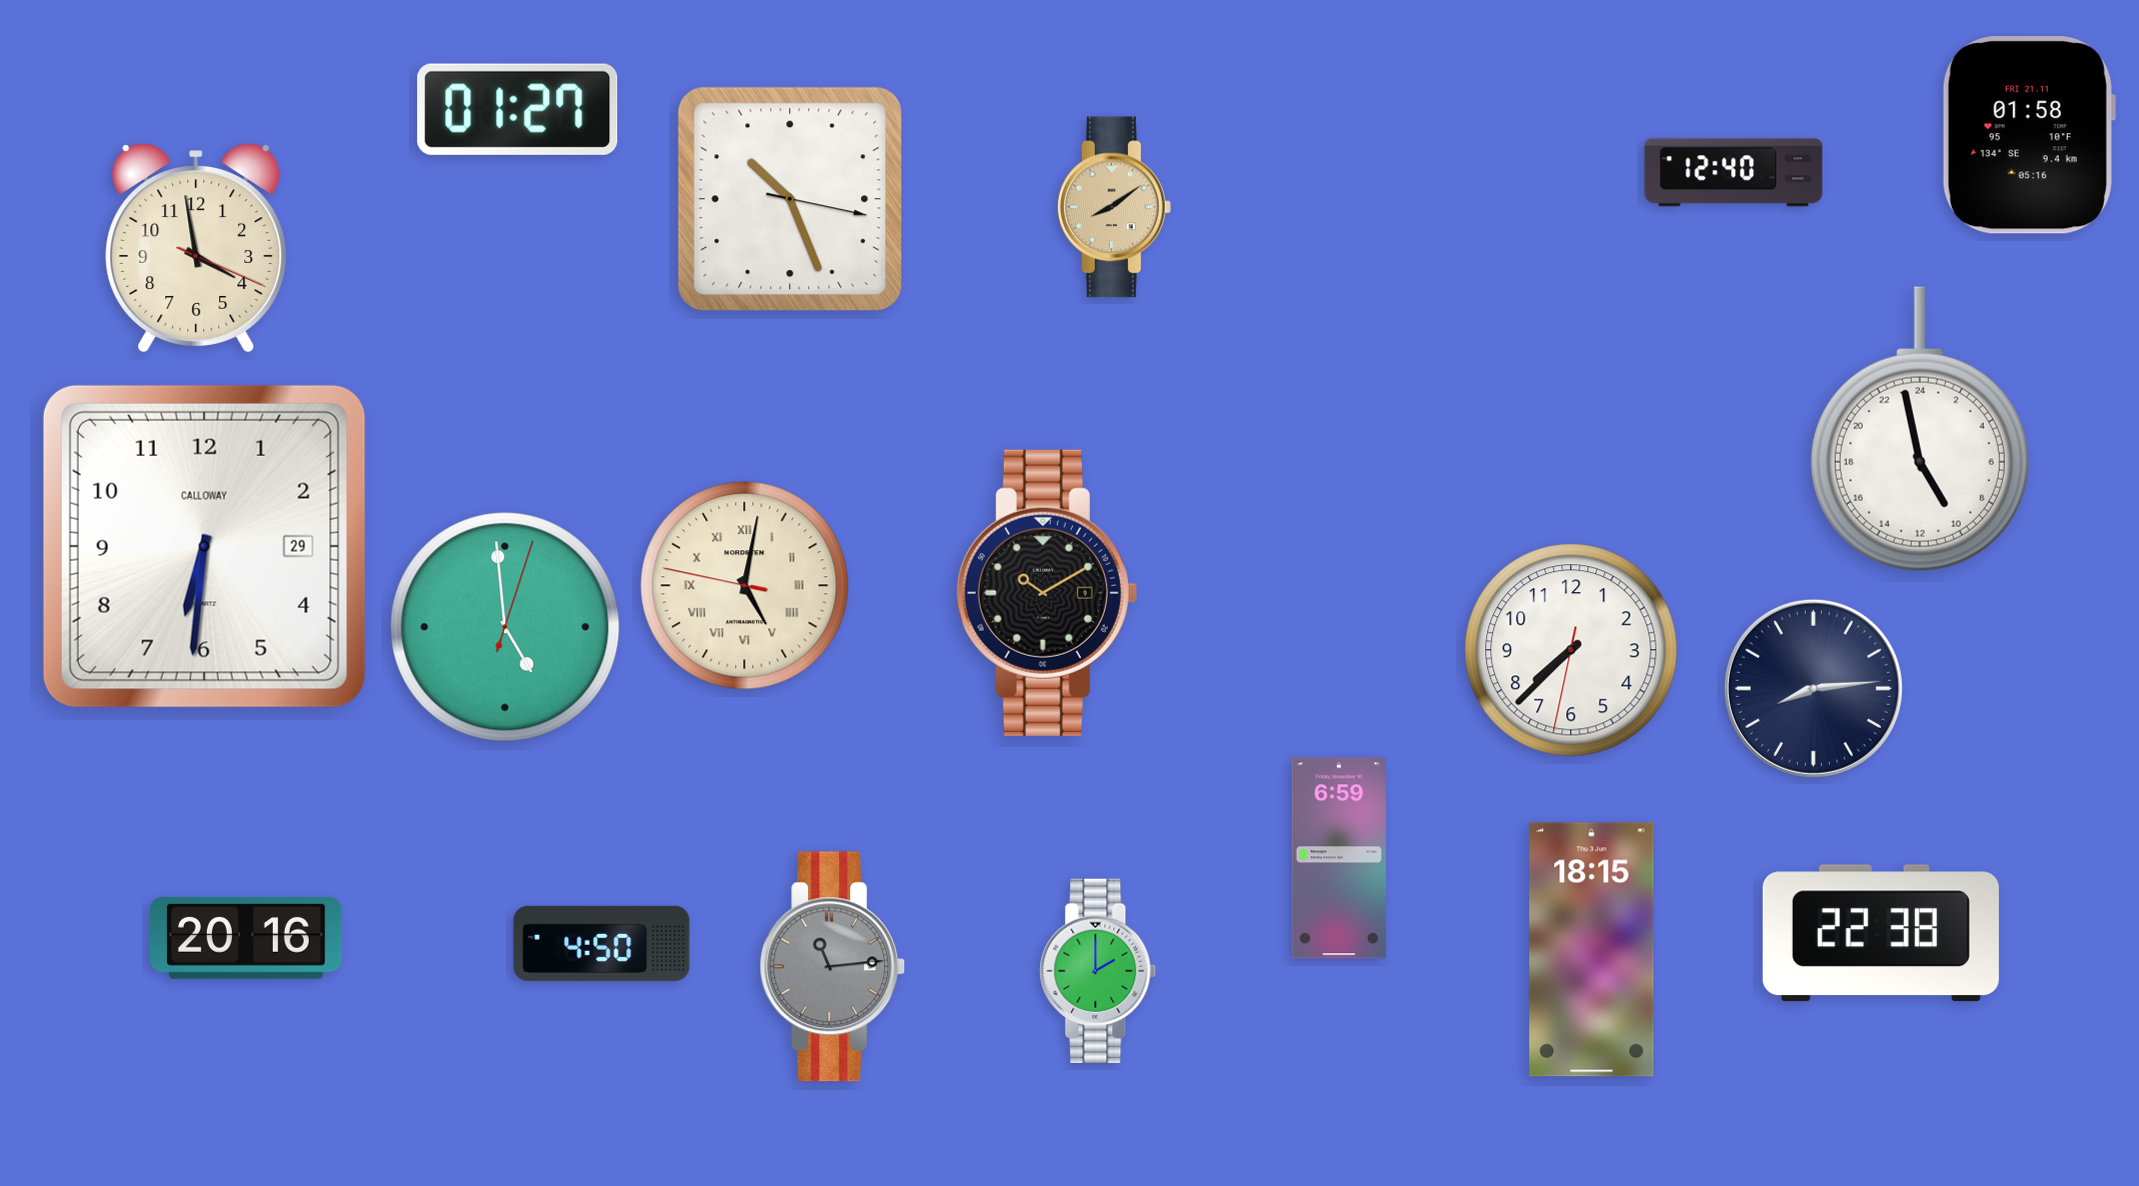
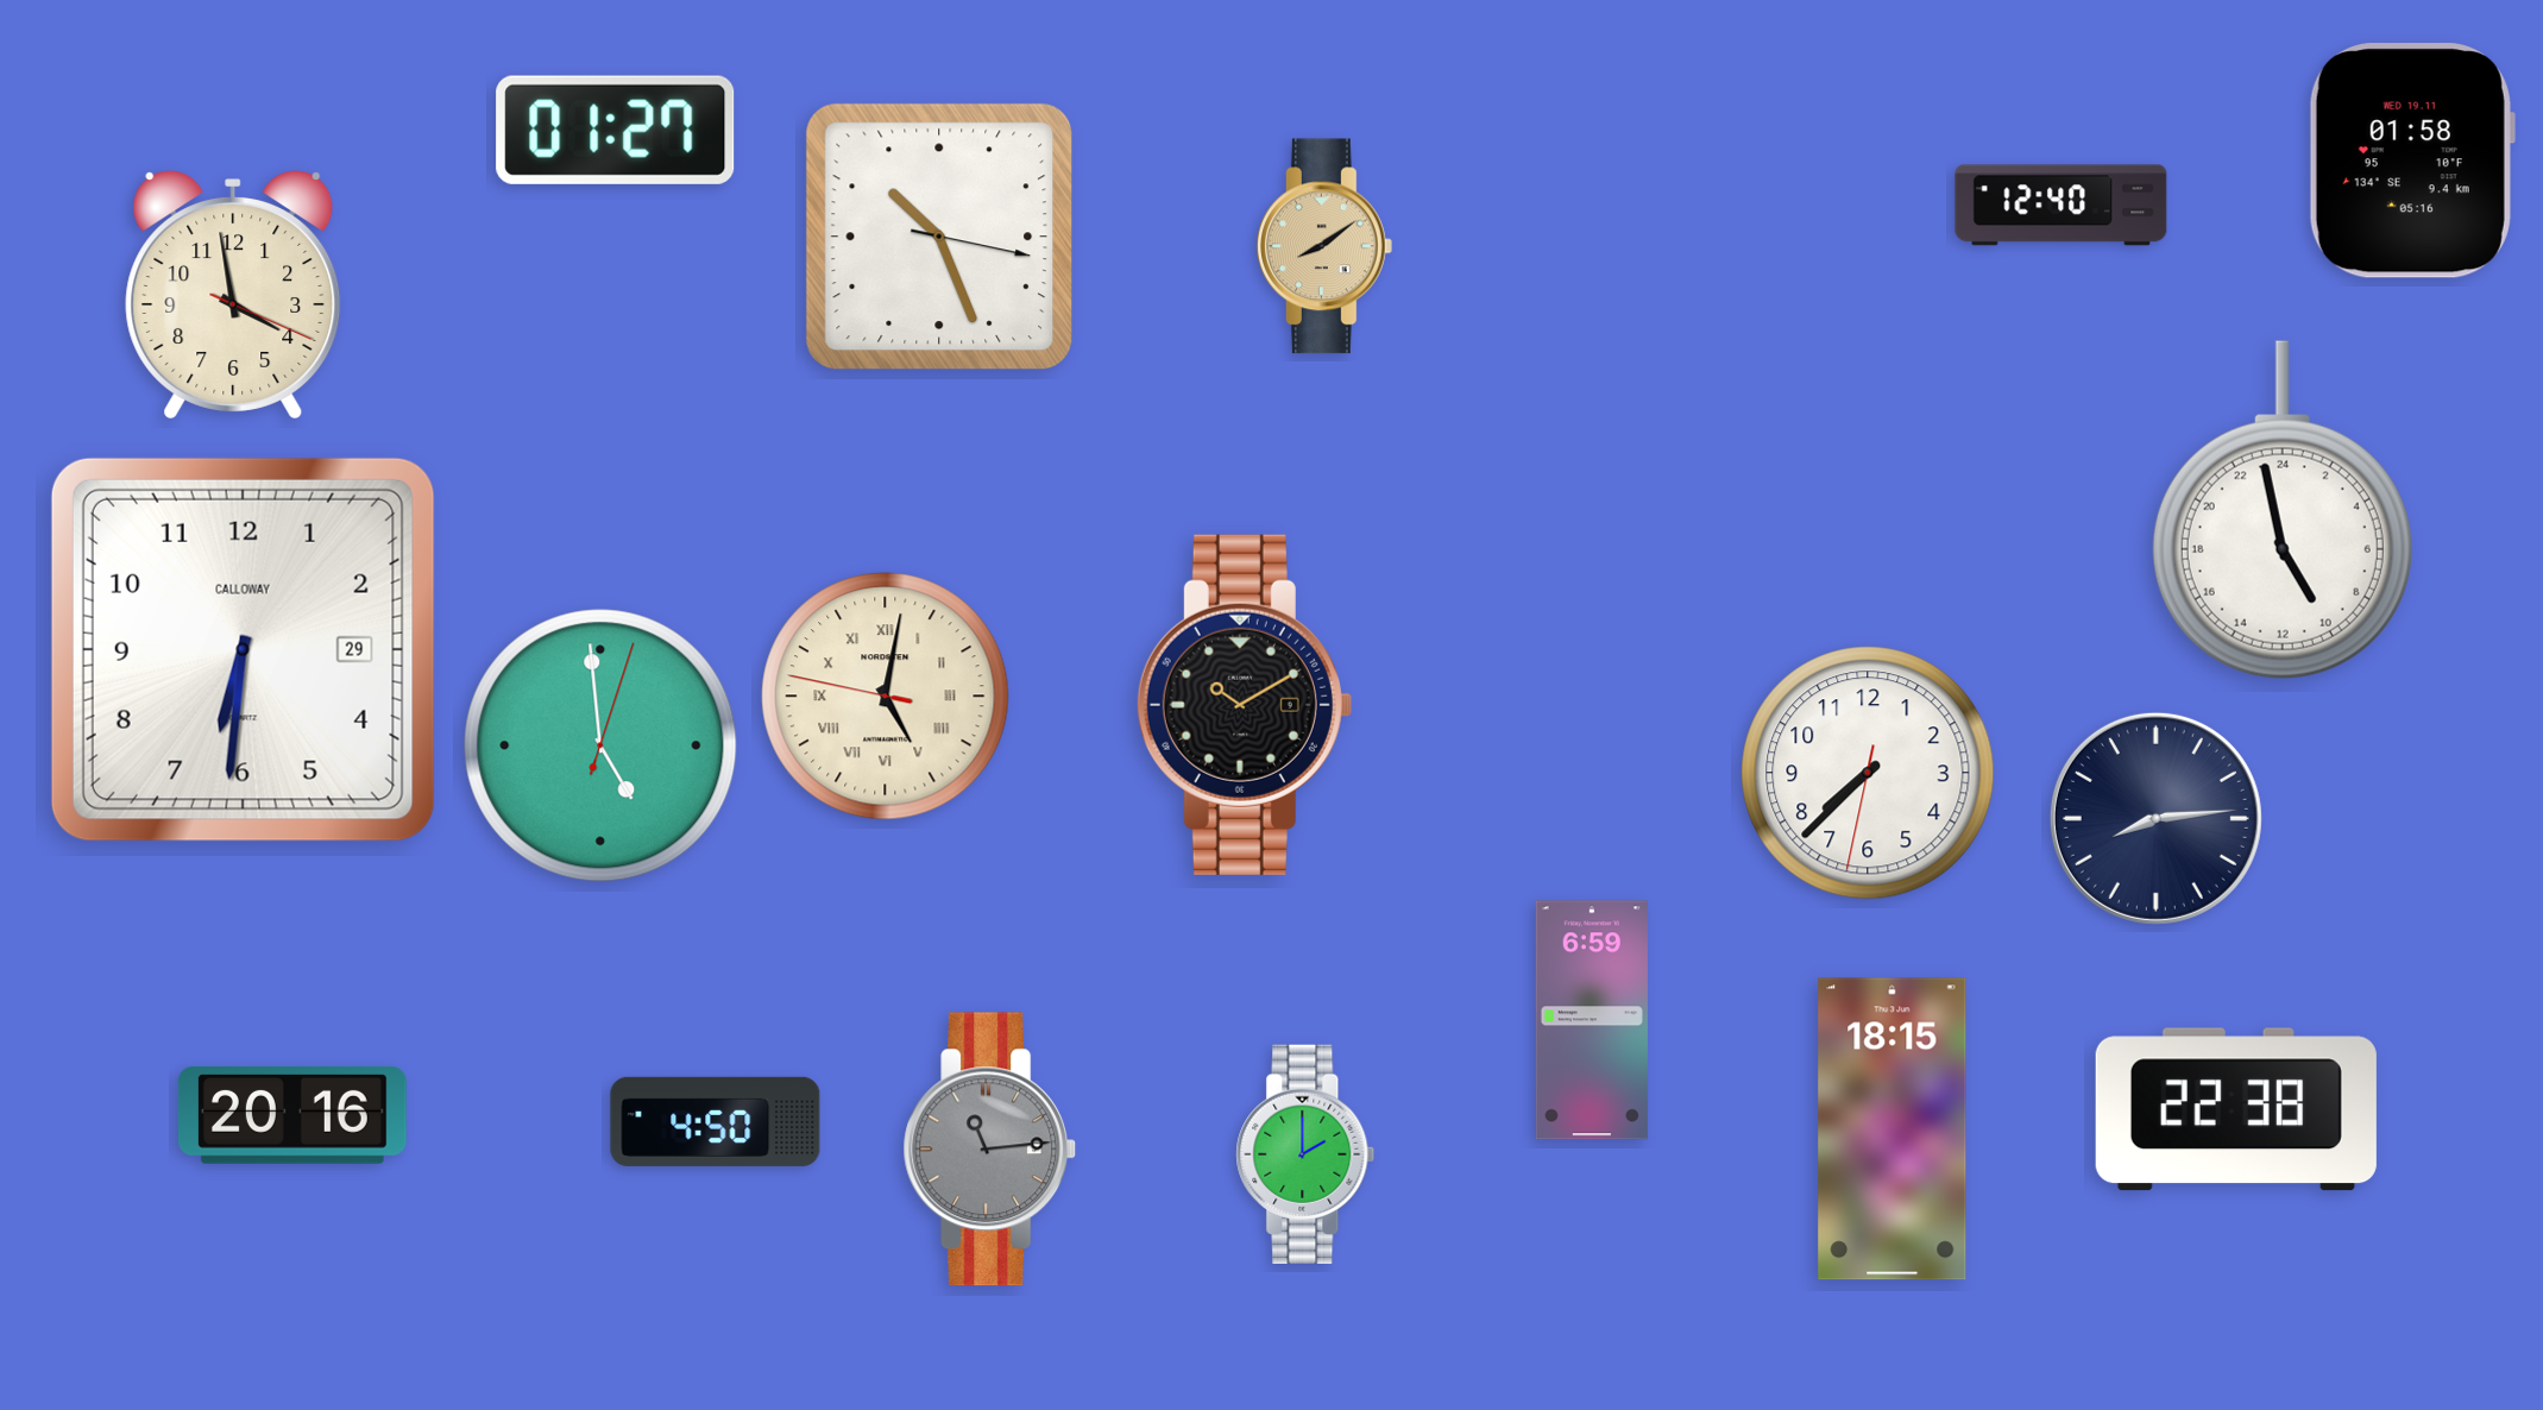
clock at (2028, 135) date: FRI 21.11 -> WED 19.11
